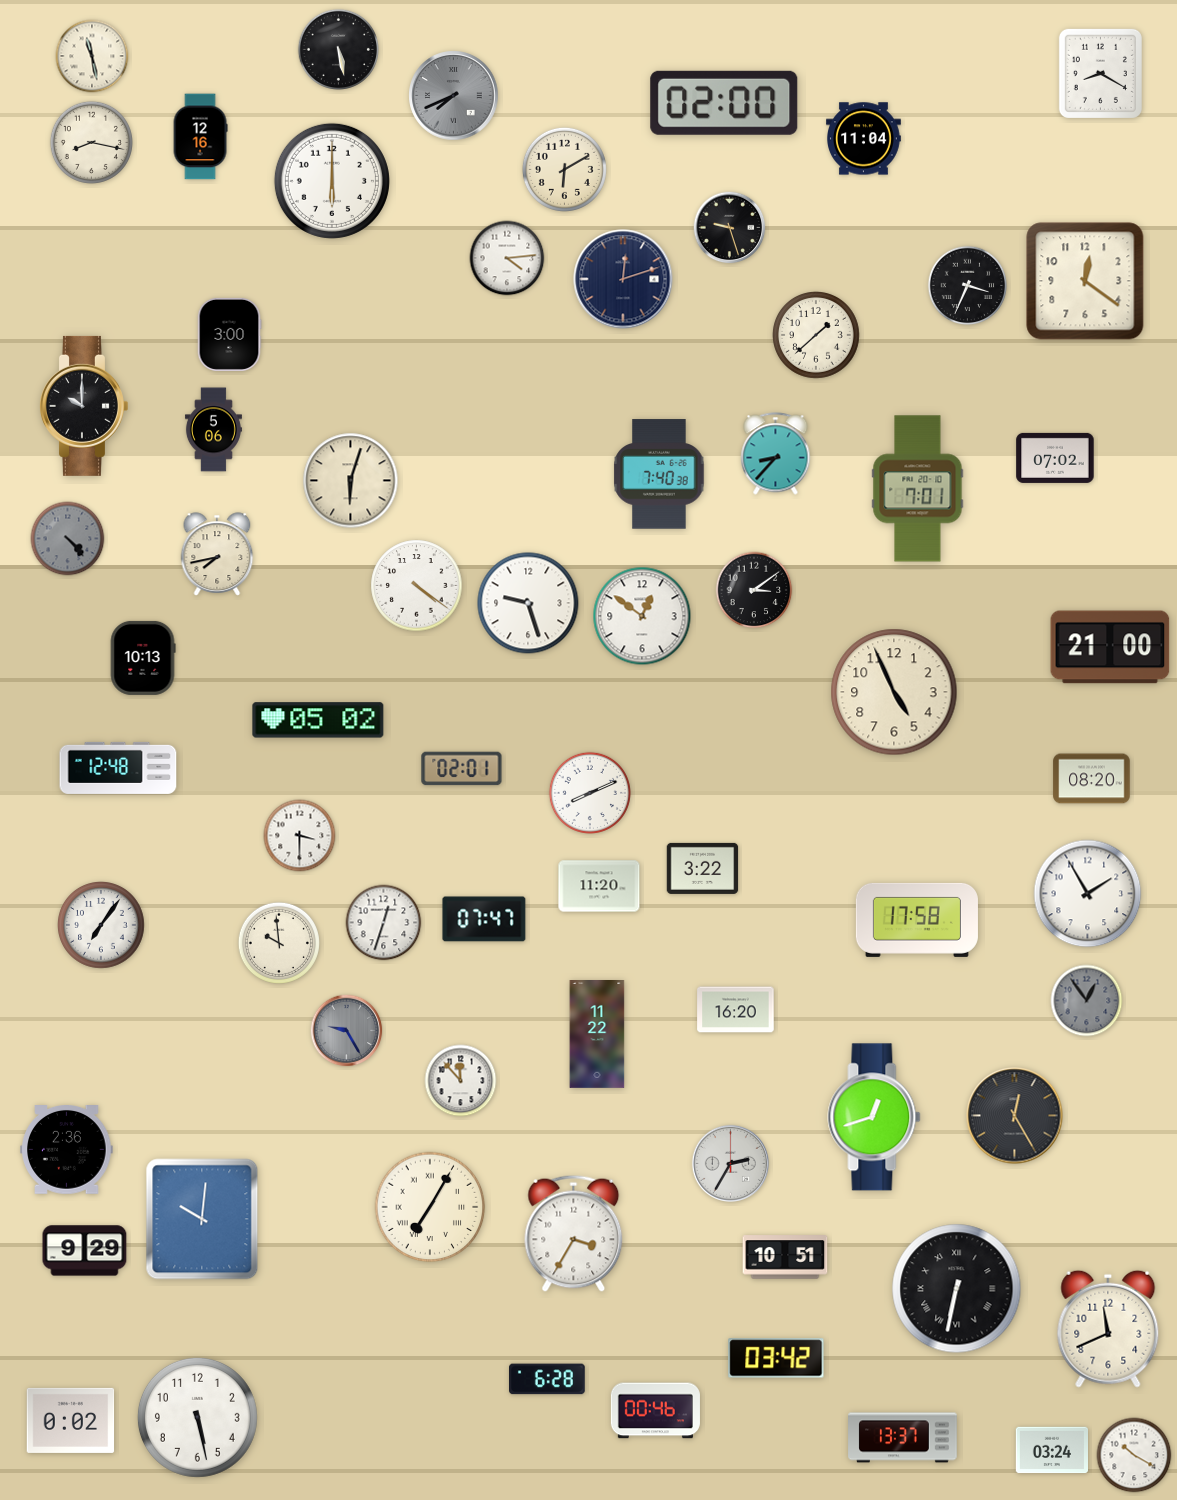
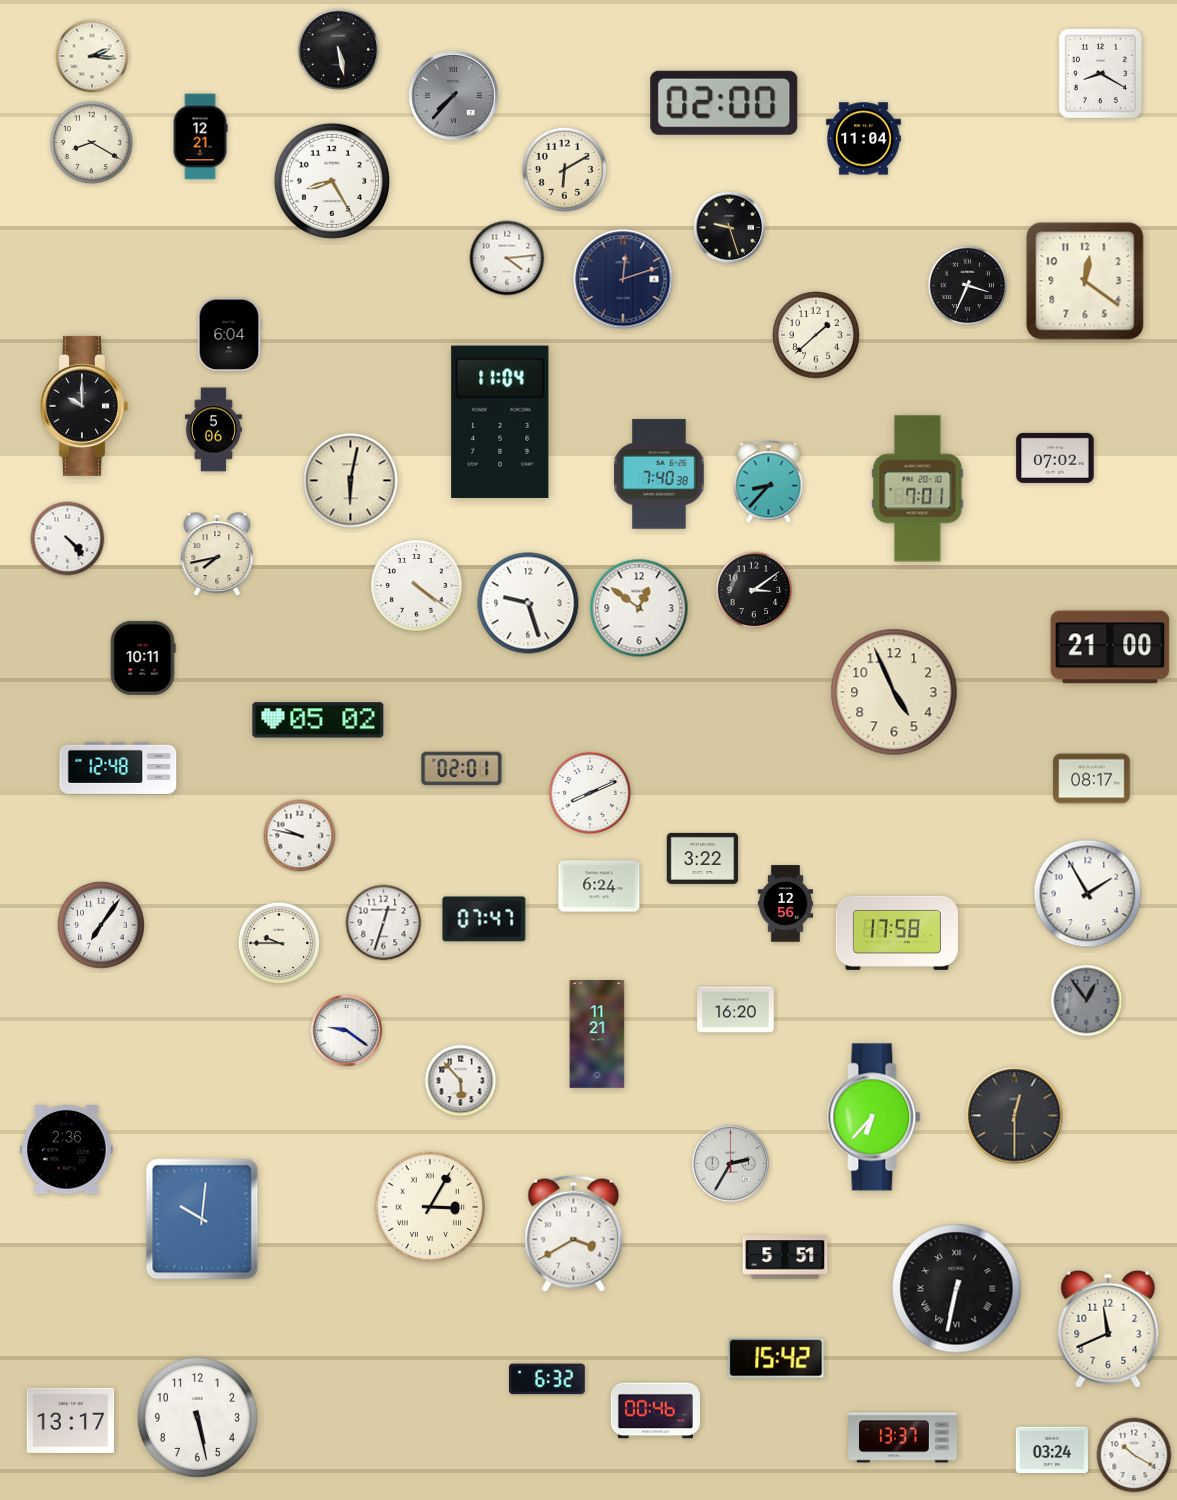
clock at (92, 56): 11:28 -> 2:16
clock at (454, 96): 7:41 -> 7:37
clock at (200, 137): 12:16 -> 12:21
clock at (91, 142): 8:17 -> 8:20
clock at (332, 181): 6:00 -> 8:25
clock at (229, 334): 3:00 -> 6:04
clock at (500, 422): none -> 11:04
clock at (776, 454) position: (776, 454) -> (769, 482)
clock at (351, 481): 6:03 -> 6:02
clock at (68, 539) dial: grey -> white
clock at (642, 616) position: (642, 616) -> (639, 608)
clock at (143, 658): 10:13 -> 10:11
clock at (1092, 779): 08:20 -> 08:17
clock at (300, 836): 3:30 -> 9:47
clock at (703, 868) position: (703, 868) -> (703, 858)
clock at (599, 886): 11:20 -> 6:24
clock at (785, 904): none -> 12:56
clock at (917, 920) position: (917, 920) -> (897, 933)
clock at (279, 943): 9:59 -> 9:45
clock at (347, 1031): 9:25 -> 9:21
clock at (347, 1031) dial: grey -> white
clock at (597, 1035): 11:22 -> 11:21
clock at (461, 1081): 11:53 -> 5:53
clock at (1015, 1116): 12:25 -> 12:30
clock at (874, 1117): 12:42 -> 6:37
clock at (430, 1207): 7:05 -> 3:05
clock at (574, 1233): 3:35 -> 3:40
clock at (85, 1251): 9:29 -> none
clock at (785, 1257): 10:51 -> 5:51
clock at (776, 1358): 03:42 -> 15:42
clock at (548, 1379): 6:28 -> 6:32
clock at (71, 1420): 0:02 -> 13:17
